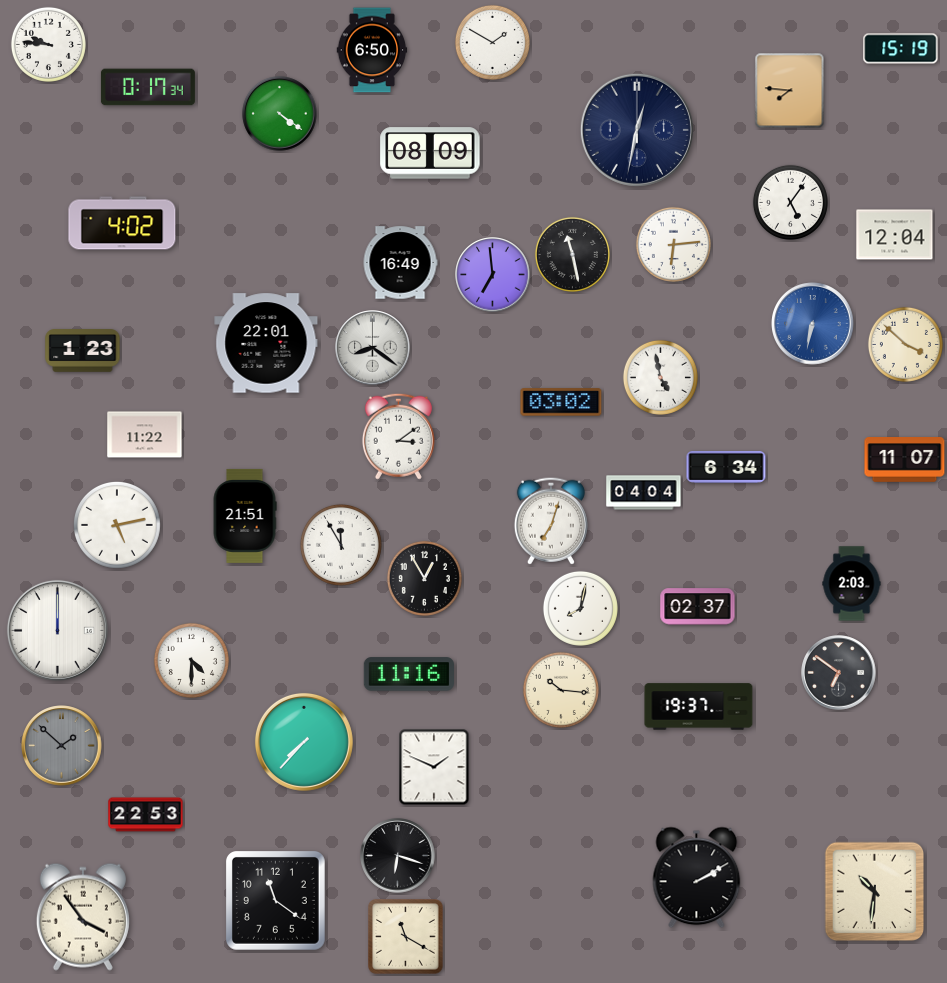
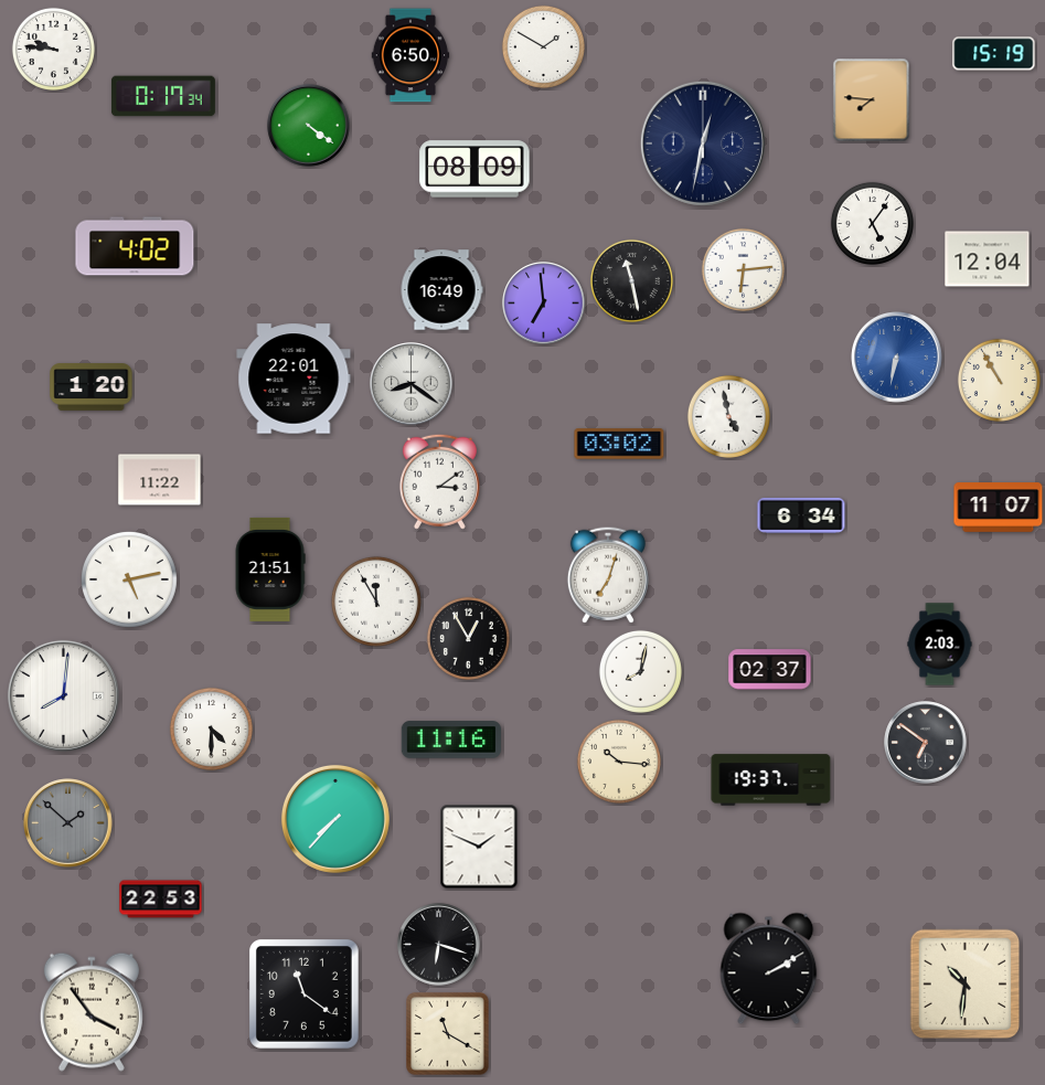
clock at (905, 344): 3:52 -> 10:55
clock at (83, 351): 1:23 -> 1:20
clock at (644, 493): 04:04 -> none
clock at (57, 630): 12:00 -> 8:01
clock at (408, 674) position: (408, 674) -> (450, 740)
